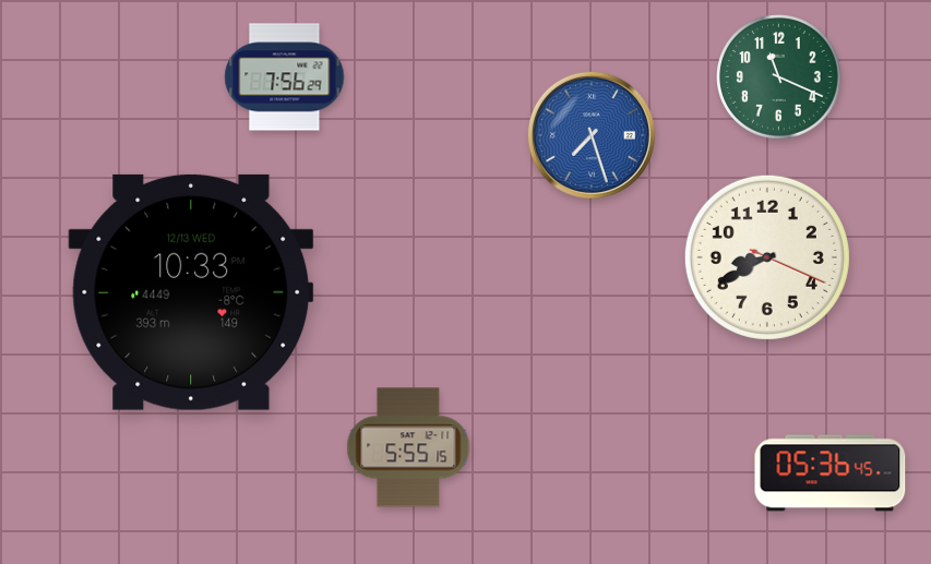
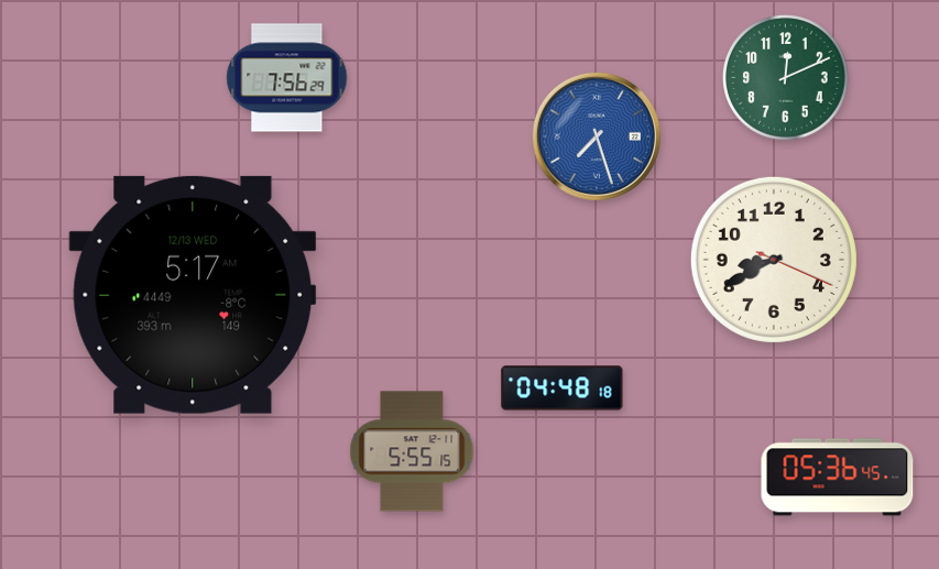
clock at (779, 77): 11:19 -> 12:11
clock at (191, 292): 10:33 -> 5:17
clock at (563, 389): none -> 04:48
